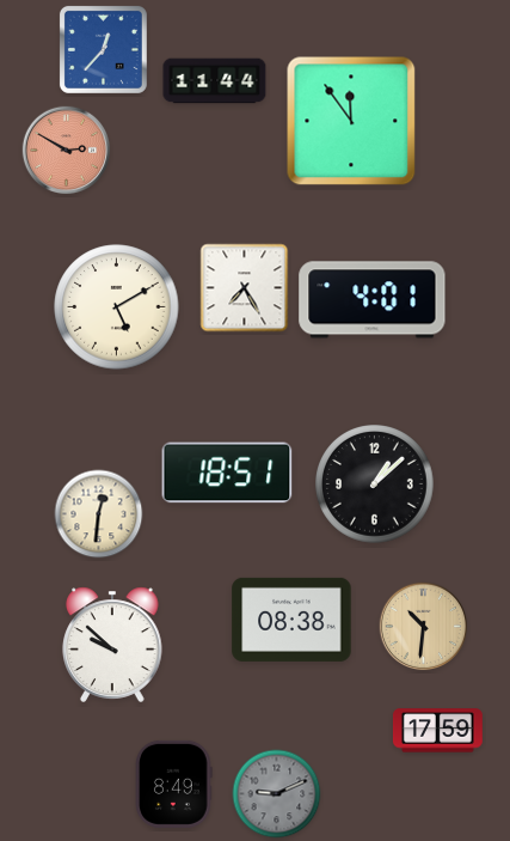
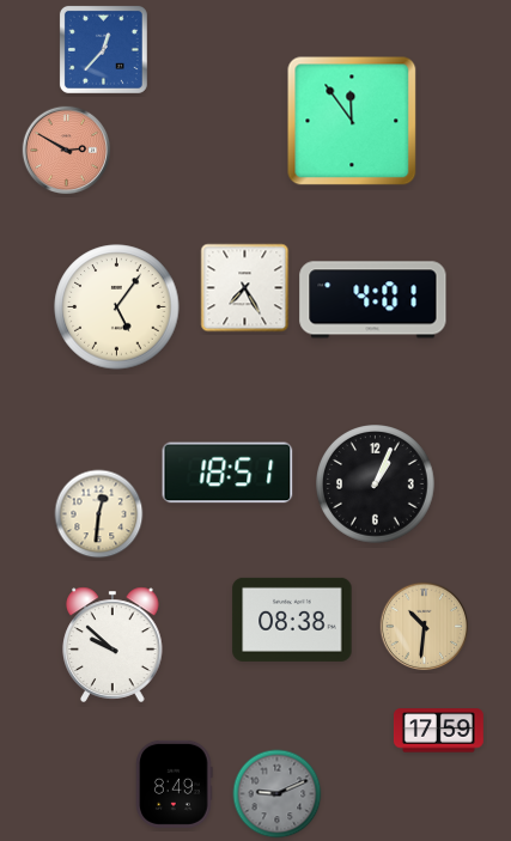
clock at (215, 81): 11:44 -> none
clock at (117, 307): 5:10 -> 5:06
clock at (375, 485): 1:08 -> 1:04
